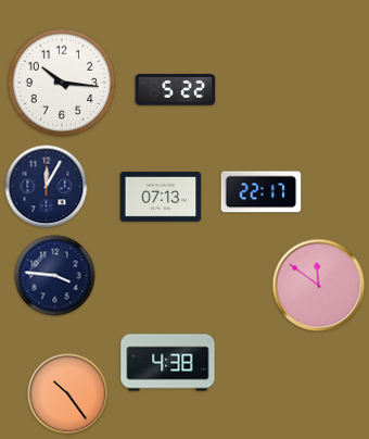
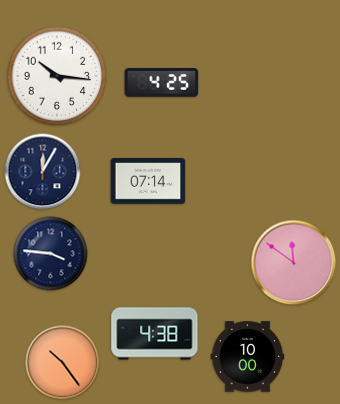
clock at (176, 90): 5:22 -> 4:25
clock at (262, 192): 22:17 -> none
clock at (161, 198): 07:13 -> 07:14
clock at (248, 357): none -> 10:00
